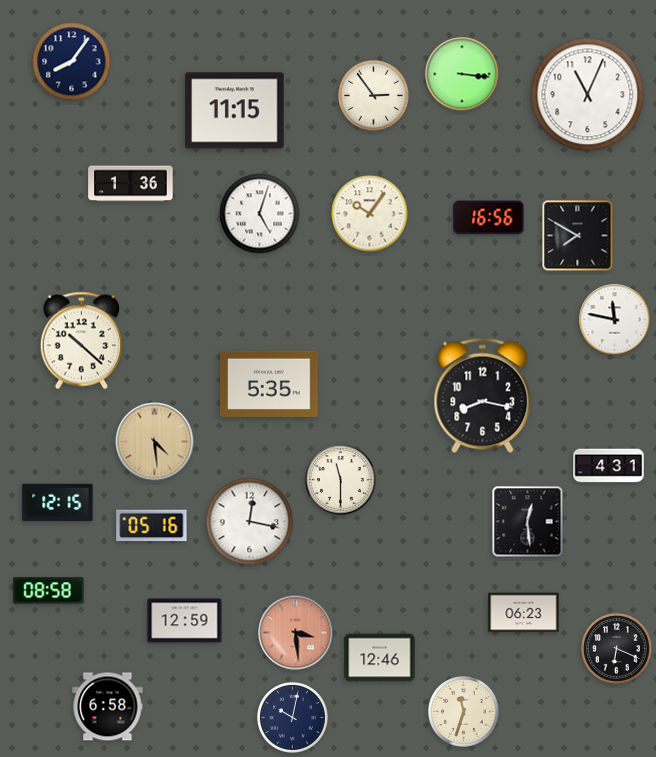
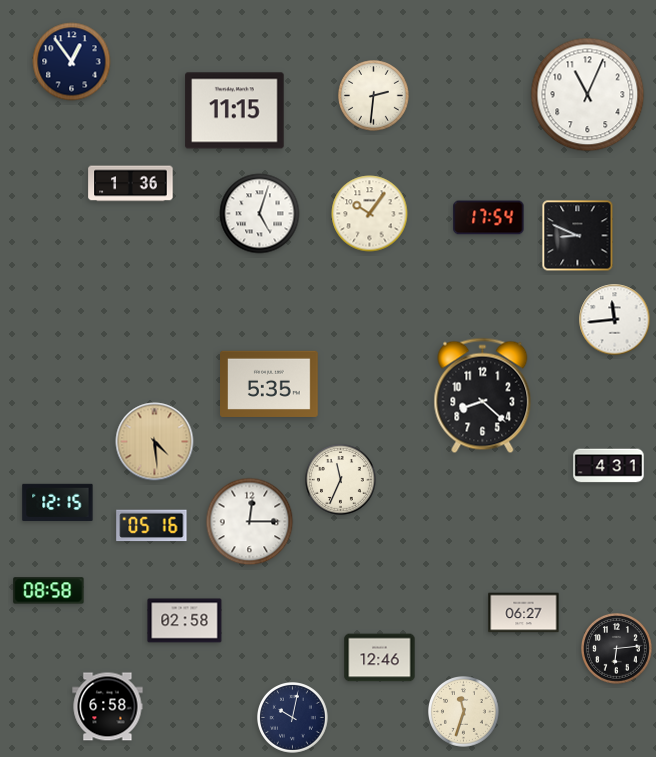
clock at (72, 62): 8:06 -> 12:54
clock at (462, 74): 3:16 -> none
clock at (374, 96): 2:54 -> 2:31
clock at (489, 218): 16:56 -> 17:54
clock at (578, 236): 7:50 -> 8:49
clock at (615, 320): 11:47 -> 11:44
clock at (82, 341): 10:22 -> none
clock at (483, 396): 8:17 -> 8:22
clock at (341, 480): 11:30 -> 11:34
clock at (250, 522): 12:17 -> 12:15
clock at (528, 522): 12:29 -> none
clock at (524, 613): 06:23 -> 06:27
clock at (185, 621): 12:59 -> 02:58
clock at (296, 633): 3:29 -> none
clock at (617, 649): 6:19 -> 6:14
